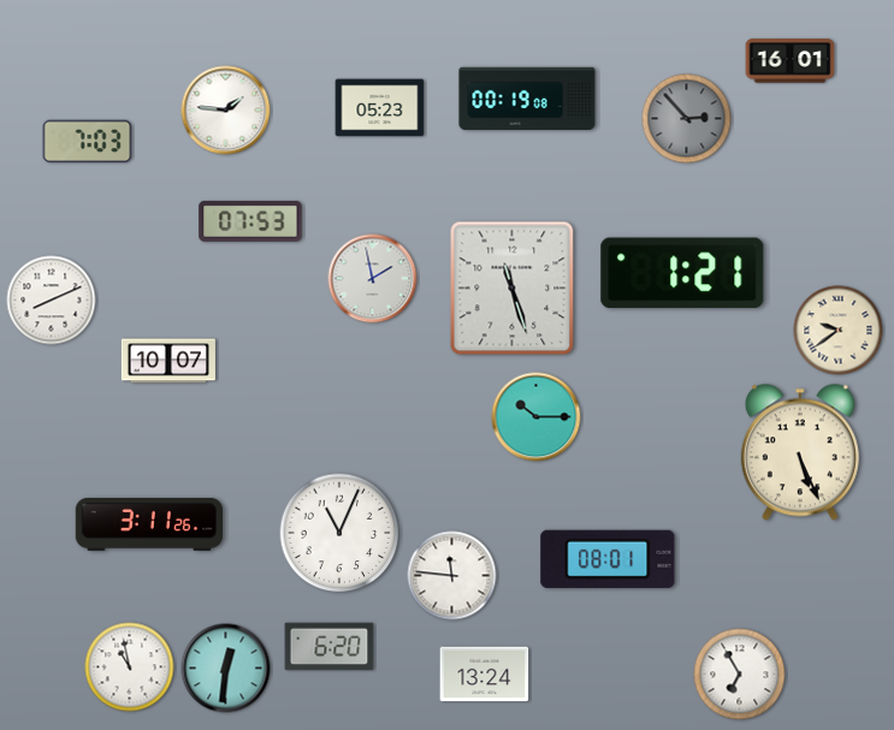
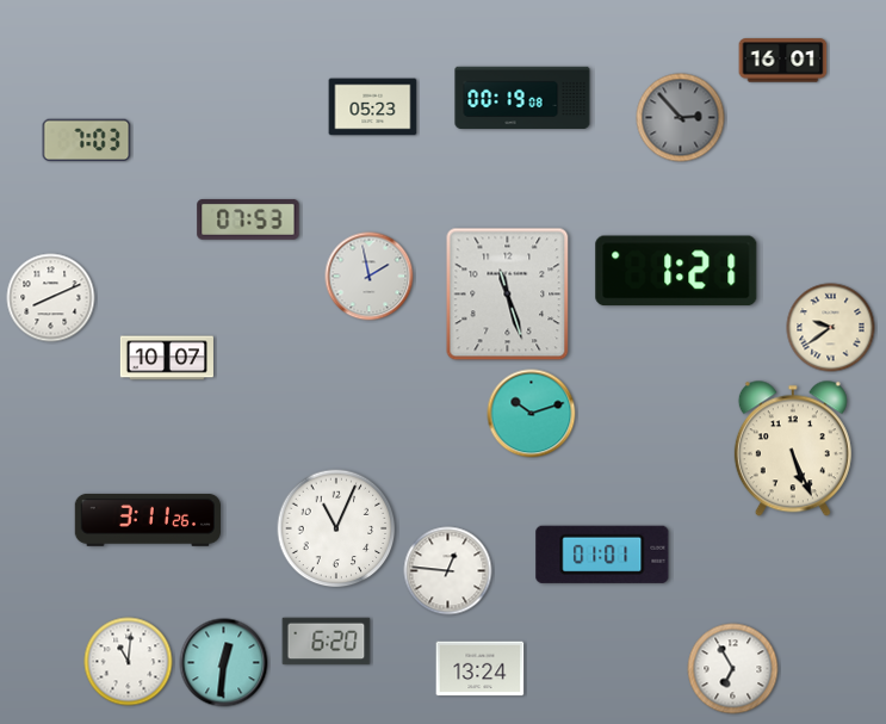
clock at (380, 108) position: (380, 108) -> (373, 107)
clock at (226, 111): 1:46 -> none
clock at (513, 289) position: (513, 289) -> (508, 295)
clock at (537, 417): 10:15 -> 10:12
clock at (608, 559): 08:01 -> 01:01
clock at (452, 576): 11:46 -> 12:46
clock at (130, 667): 10:58 -> 11:01
